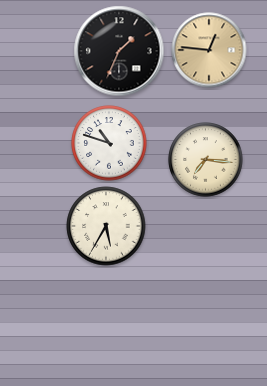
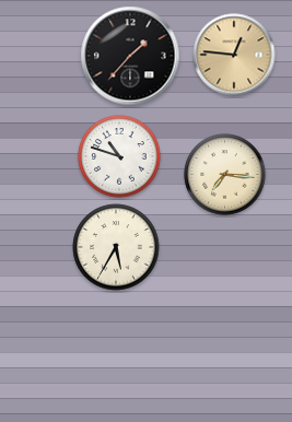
clock at (209, 50) position: (209, 50) -> (234, 55)
clock at (119, 51): 1:34 -> 1:37
